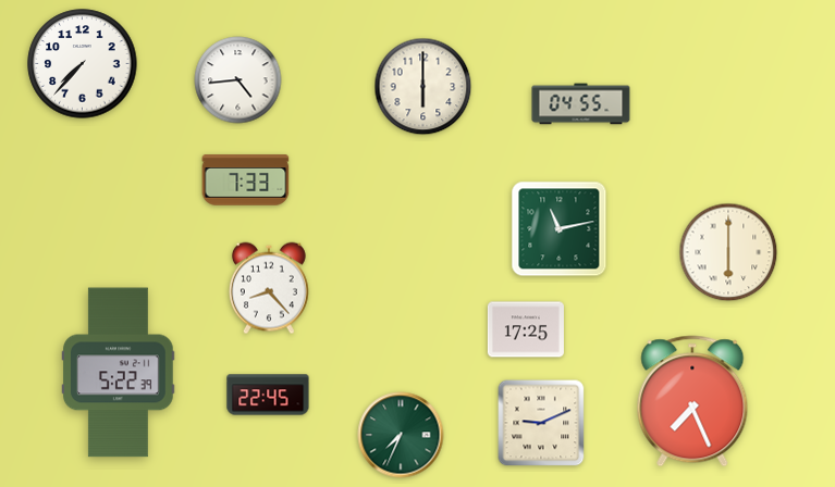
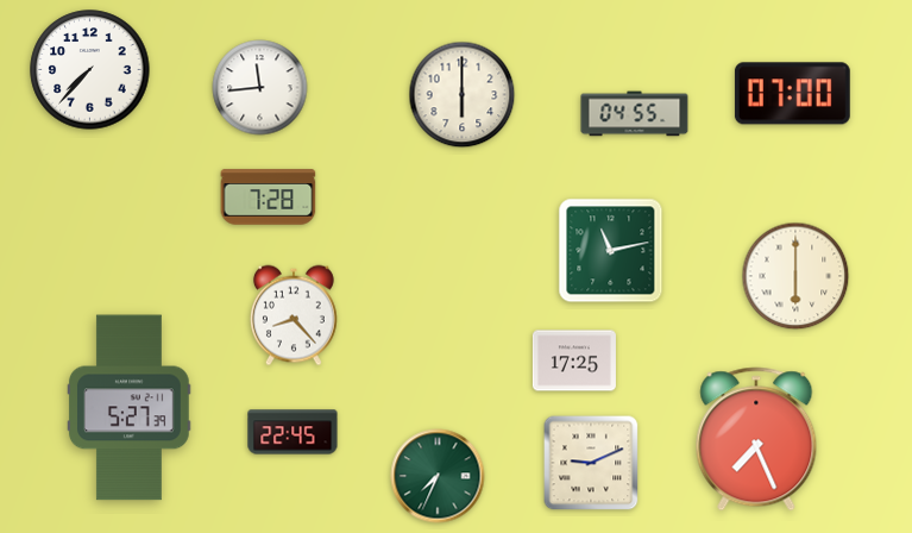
clock at (238, 80): 4:44 -> 11:44
clock at (792, 94): none -> 07:00
clock at (246, 180): 7:33 -> 7:28
clock at (119, 373): 5:22 -> 5:27
